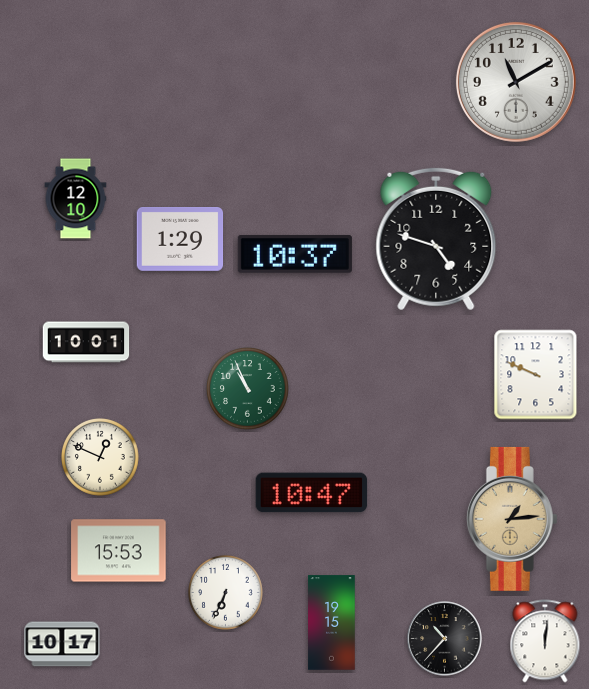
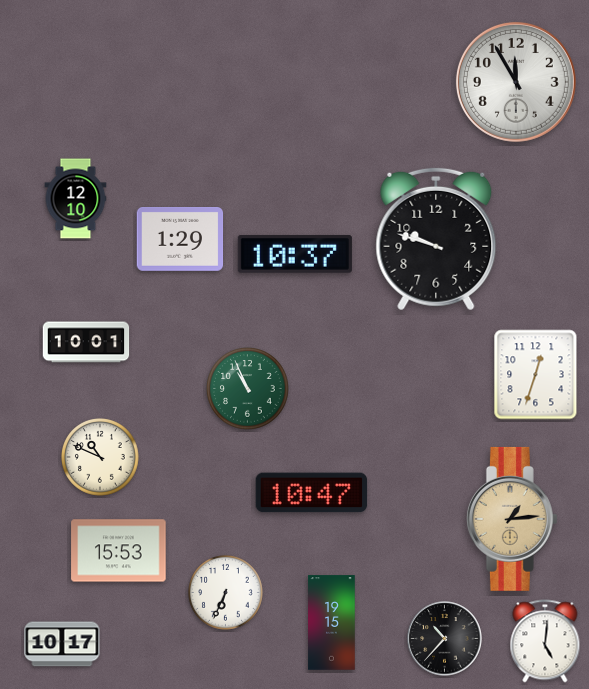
clock at (516, 82): 11:10 -> 11:55
clock at (436, 239): 4:48 -> 9:48
clock at (536, 375): 9:49 -> 12:33
clock at (101, 458): 12:49 -> 10:49
clock at (545, 641): 12:01 -> 5:01
